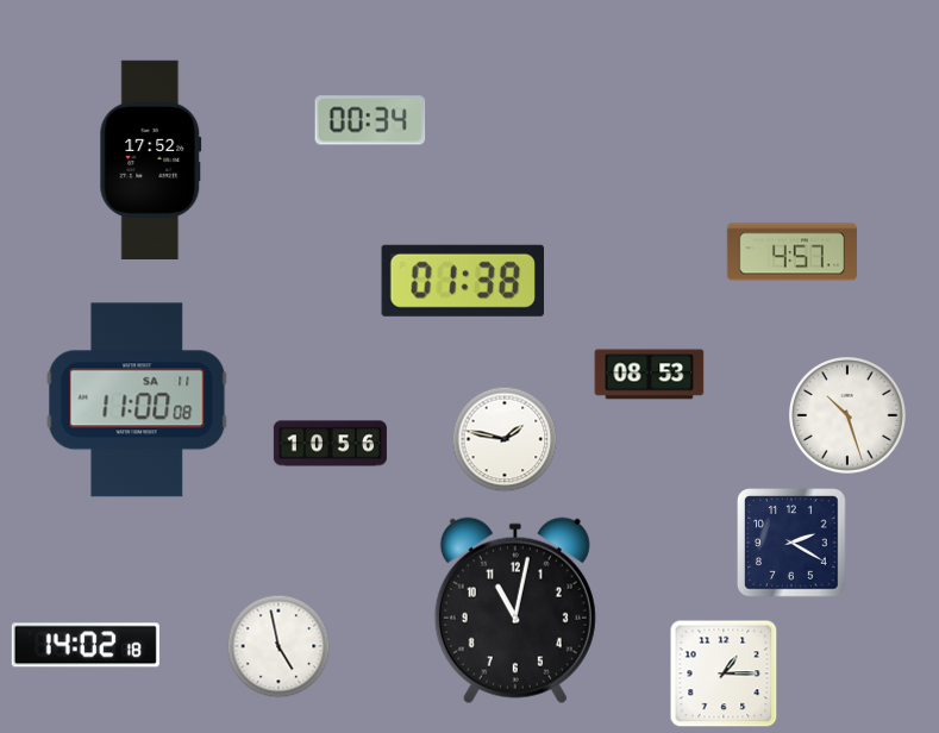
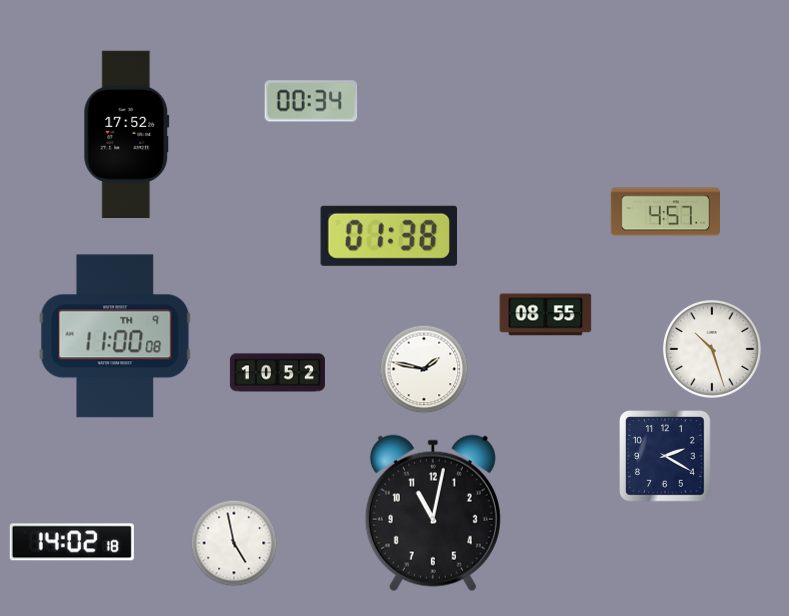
clock at (650, 375): 08:53 -> 08:55
clock at (137, 400) date: SA 11 -> TH 9
clock at (330, 444): 10:56 -> 10:52
clock at (724, 674): 1:15 -> none
